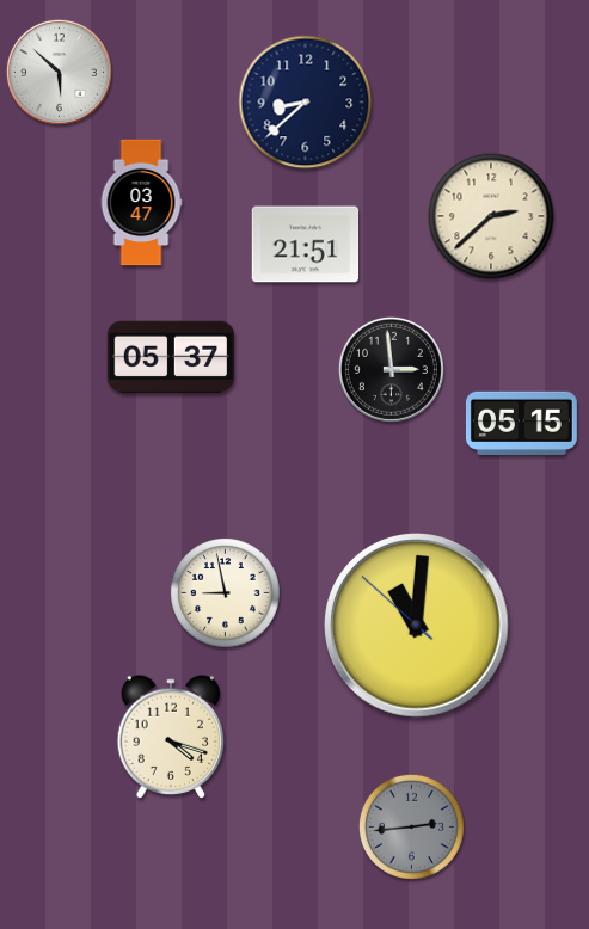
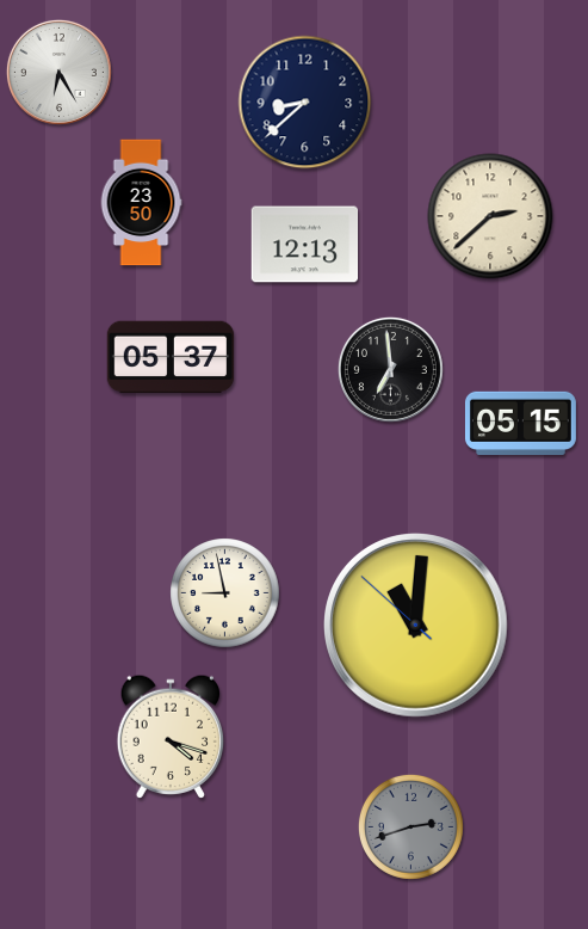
clock at (59, 72): 5:52 -> 6:25
clock at (141, 203): 03:47 -> 23:50
clock at (306, 245): 21:51 -> 12:13
clock at (391, 369): 2:59 -> 6:59
clock at (411, 826): 2:44 -> 2:42
